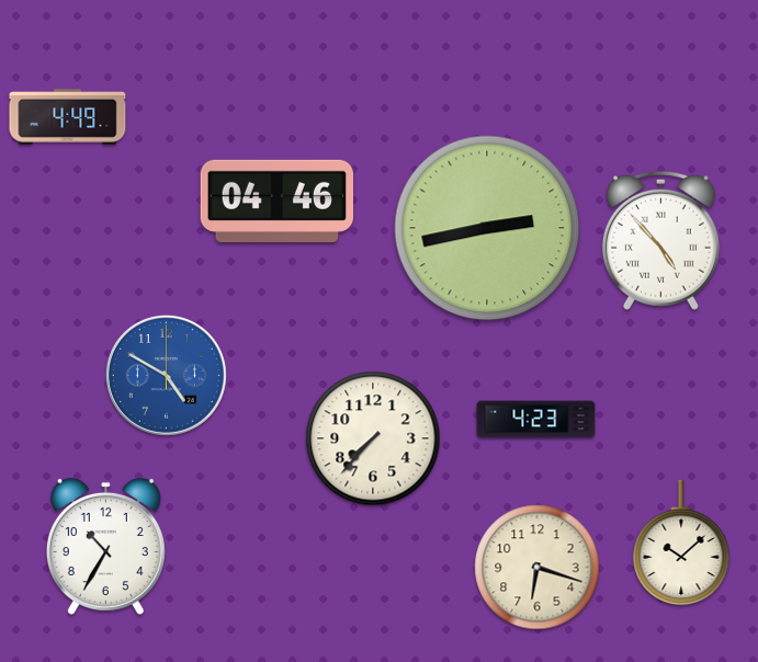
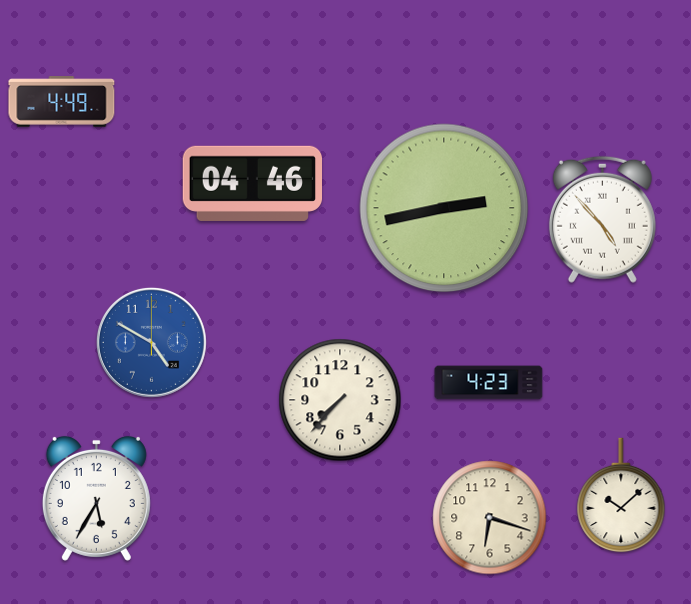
clock at (68, 117) position: (68, 117) -> (62, 102)
clock at (105, 546): 10:35 -> 5:35
